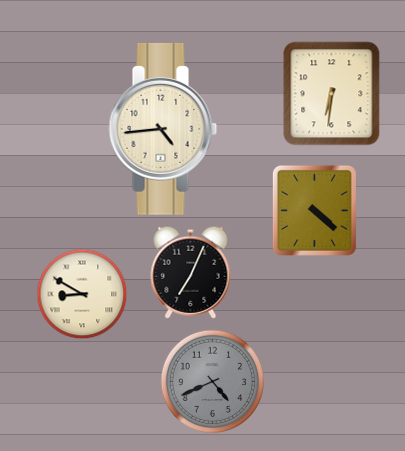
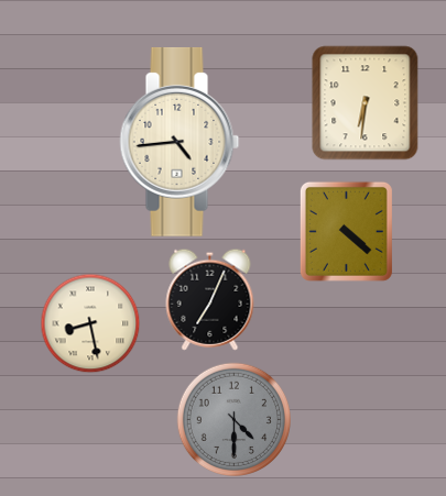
clock at (82, 294): 8:50 -> 8:28
clock at (212, 381): 4:41 -> 4:30
